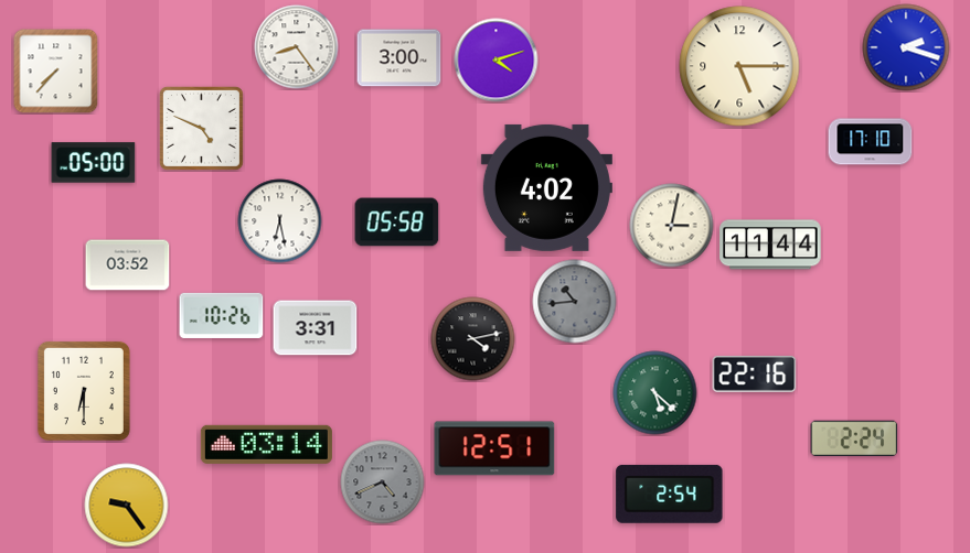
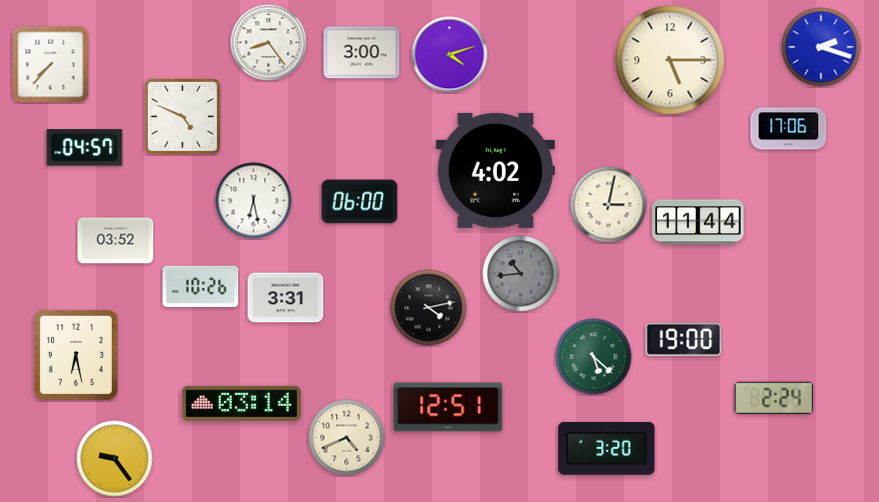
clock at (906, 47) position: (906, 47) -> (821, 47)
clock at (871, 142): 17:10 -> 17:06
clock at (94, 163): 05:00 -> 04:57
clock at (397, 223): 05:58 -> 06:00
clock at (755, 373): 22:16 -> 19:00
clock at (84, 391): 6:30 -> 6:28
clock at (383, 482) dial: grey -> cream
clock at (670, 494): 2:54 -> 3:20
